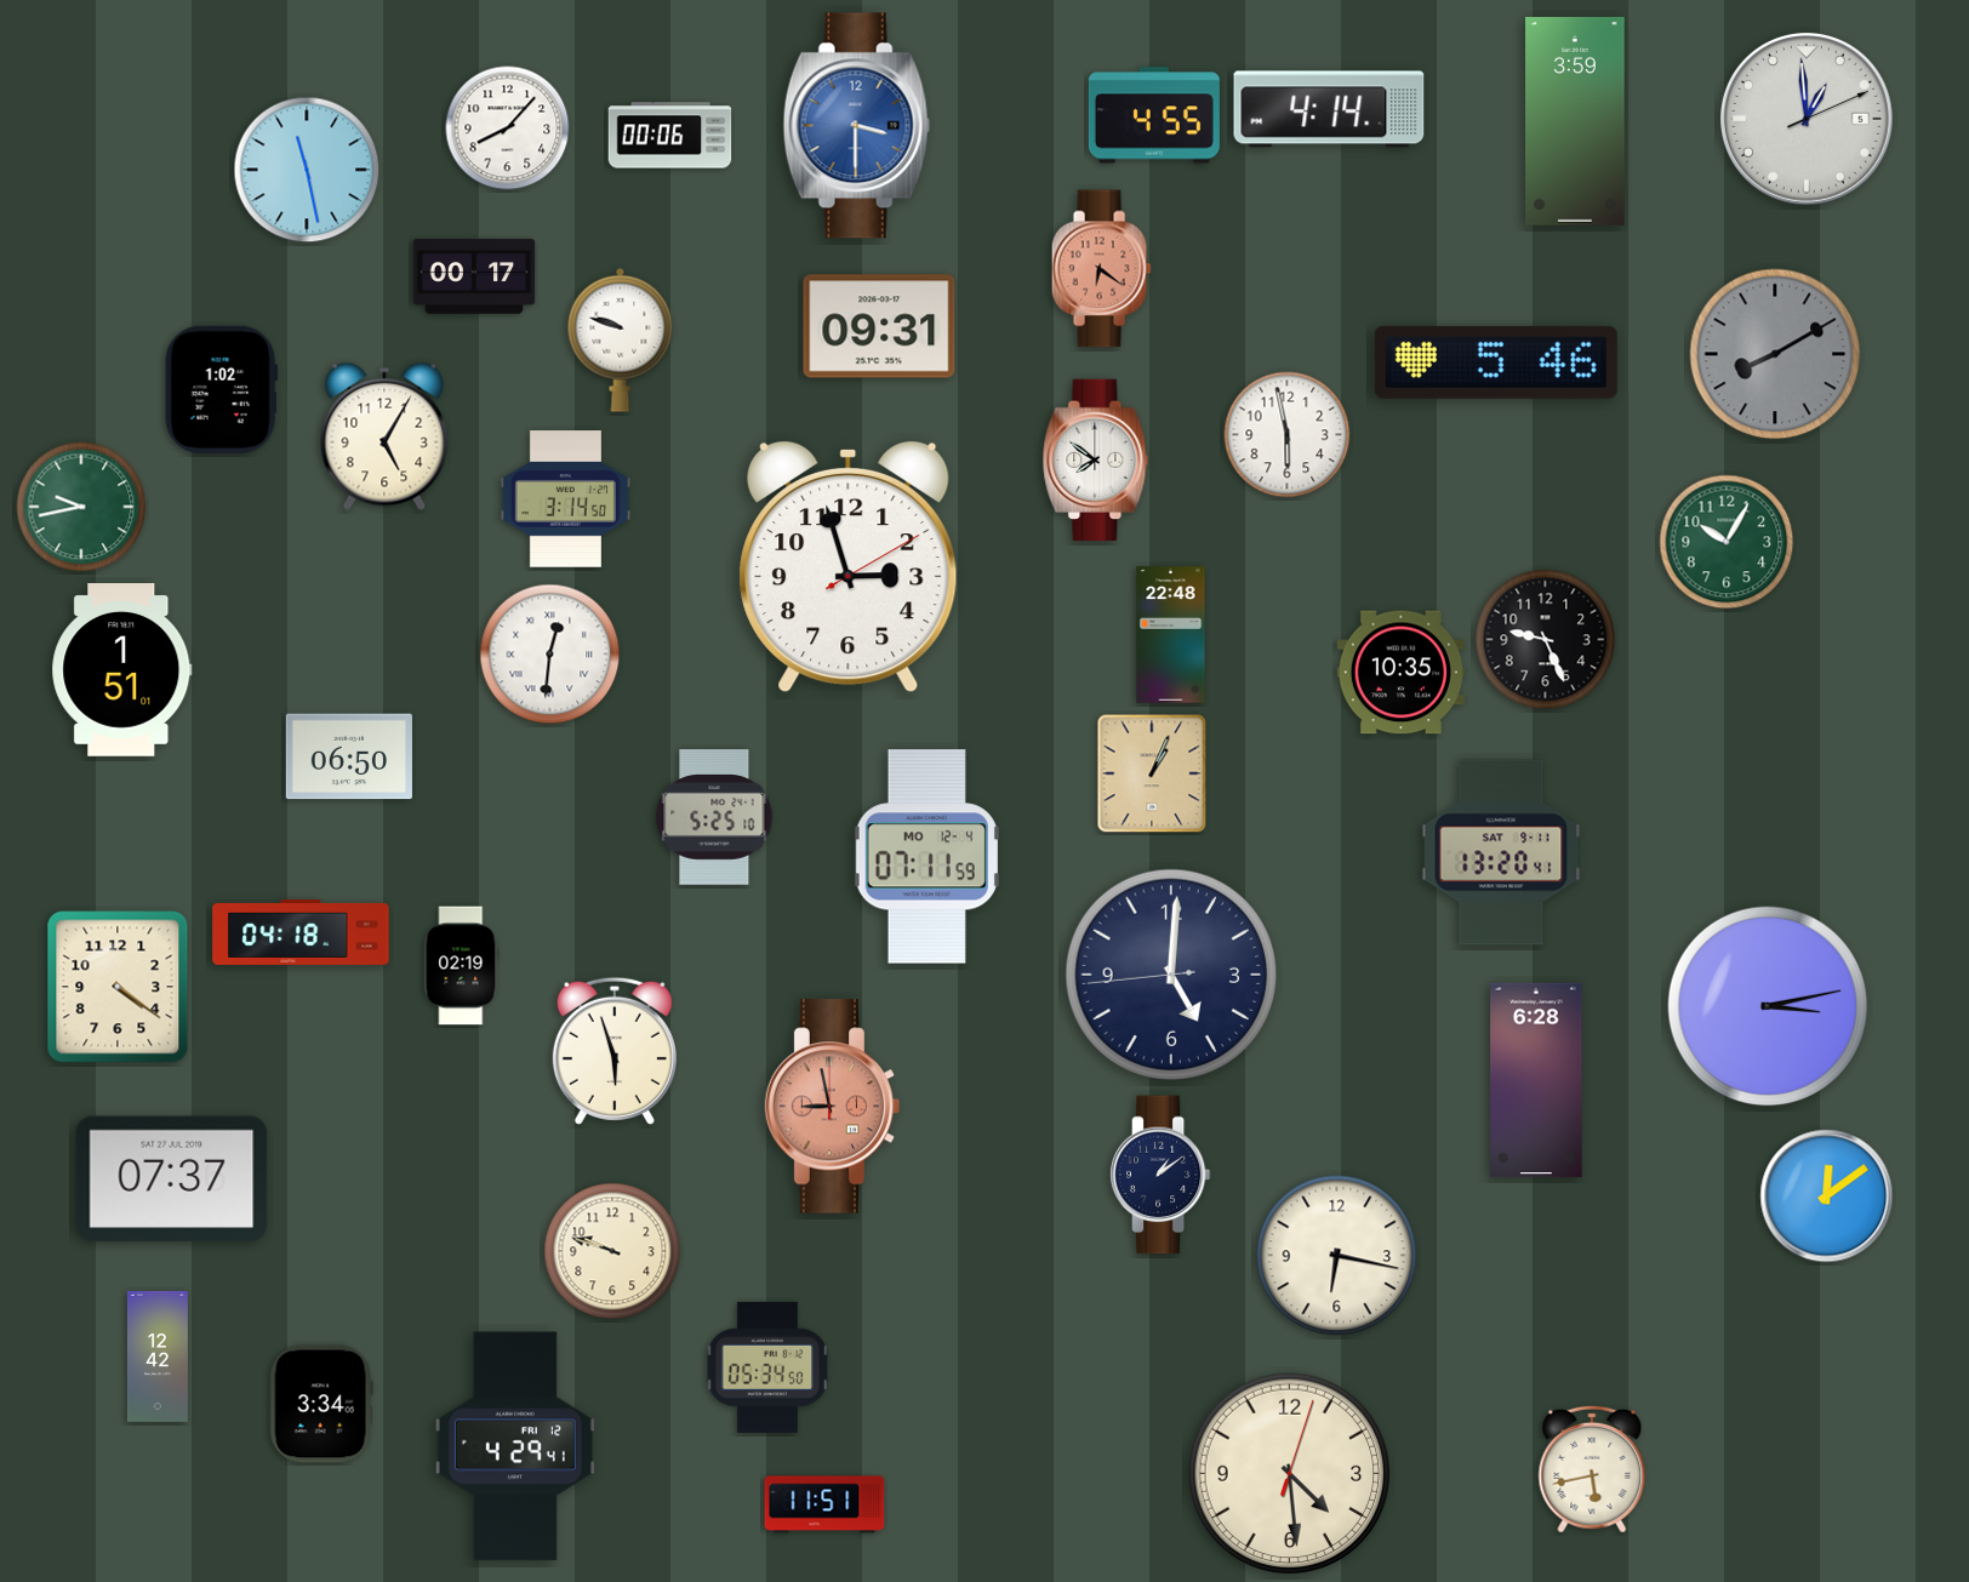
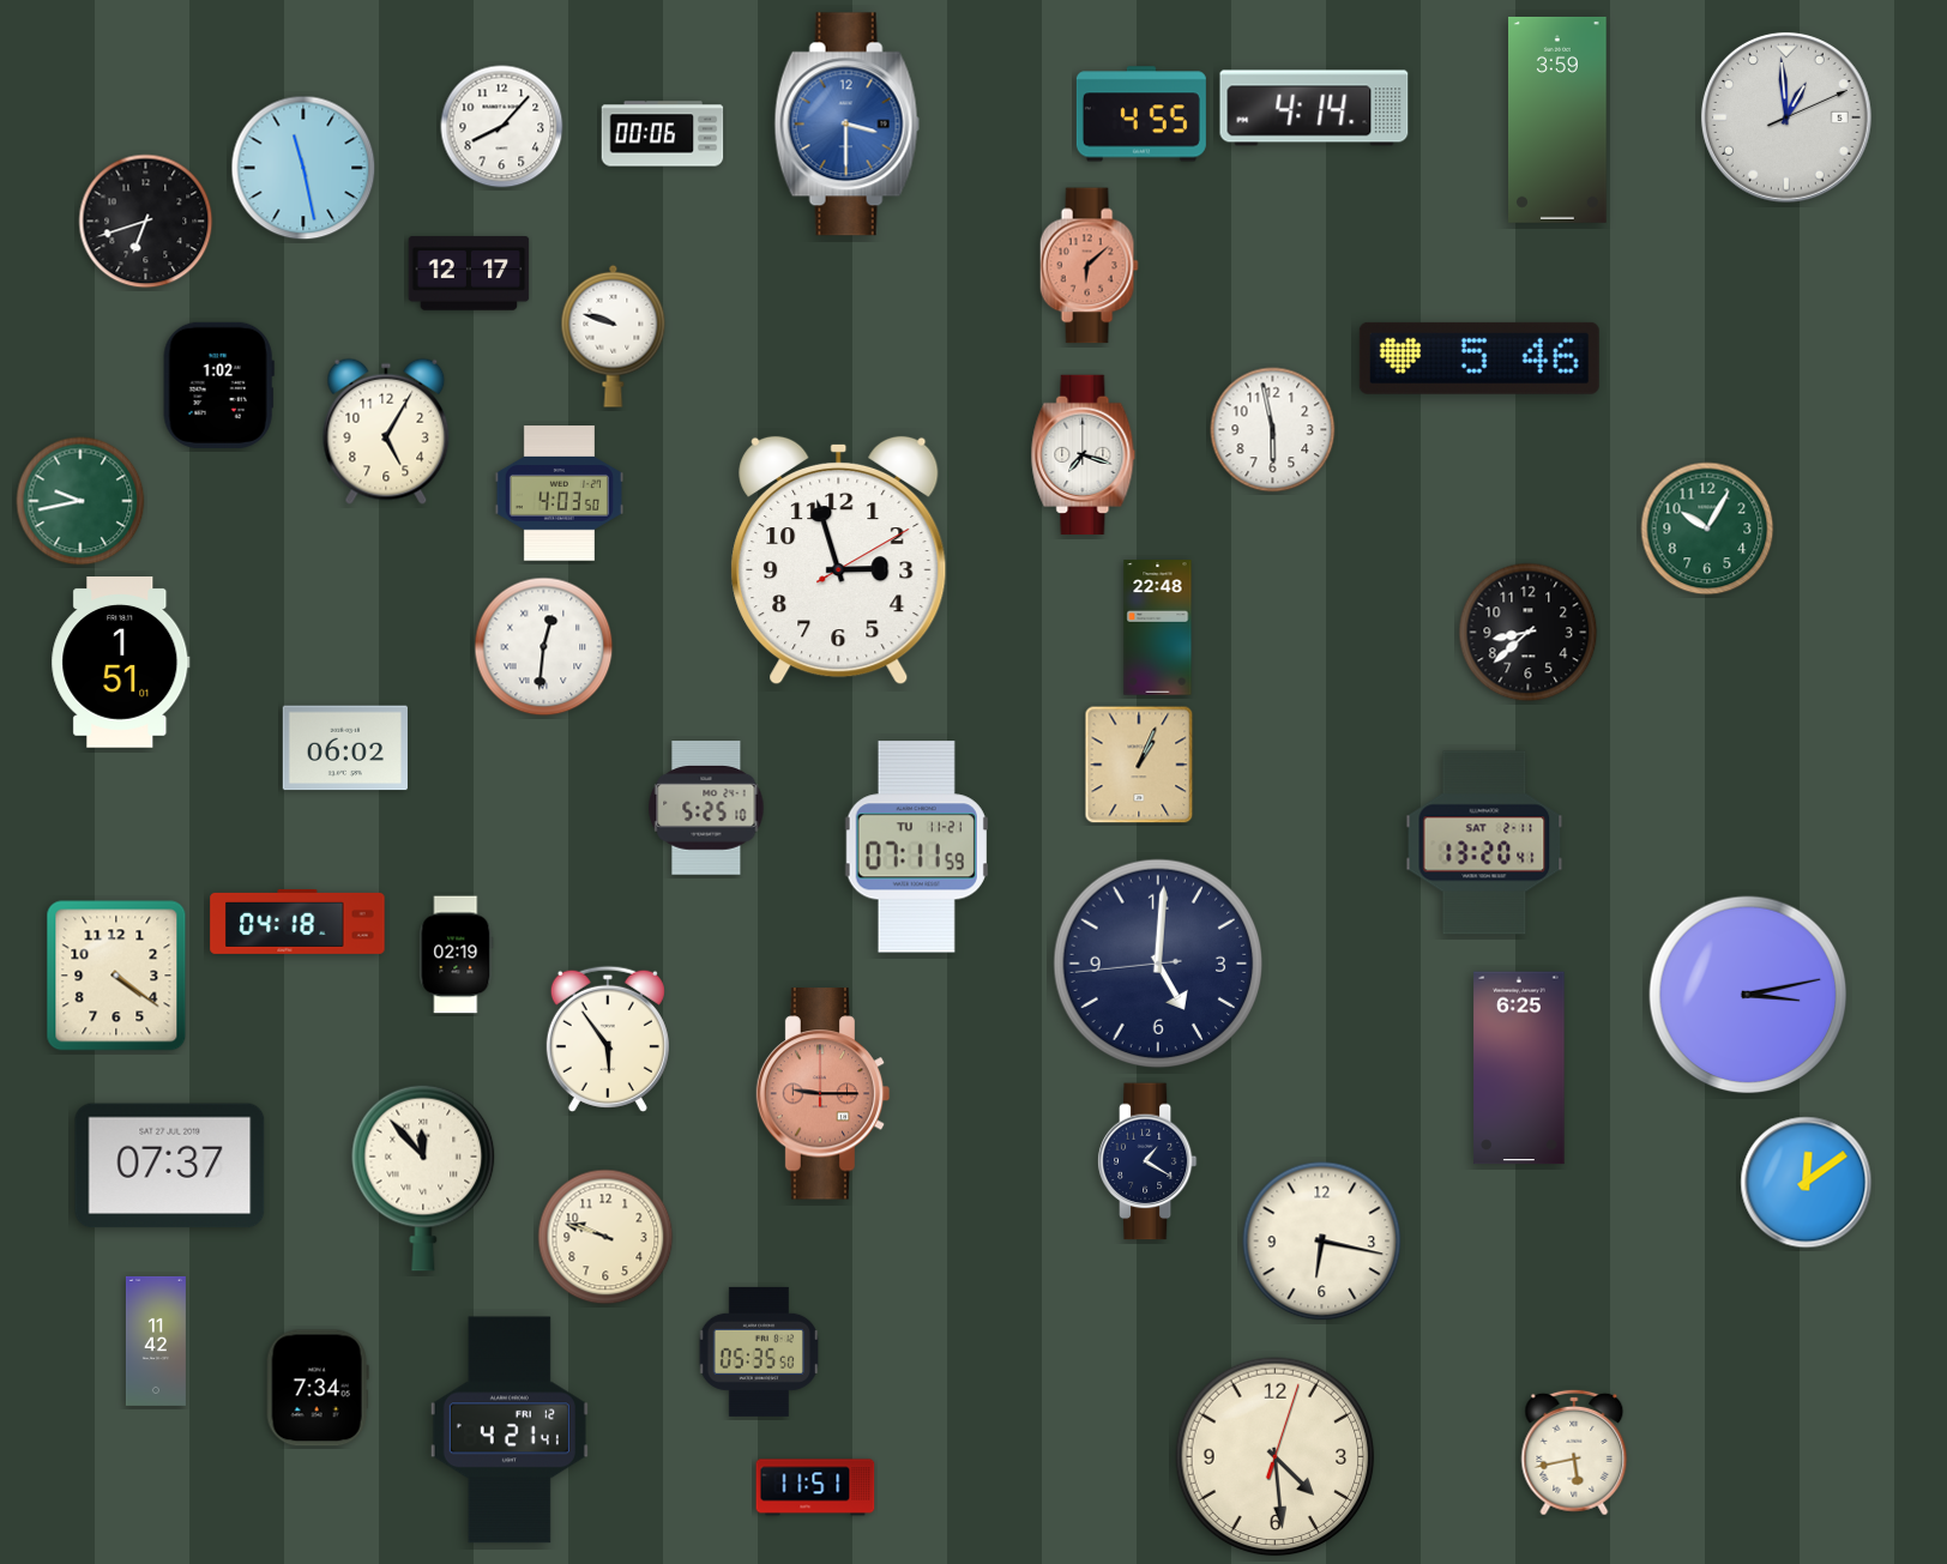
clock at (146, 222): none -> 6:42
clock at (1101, 269): 6:21 -> 6:08
clock at (474, 276): 00:17 -> 12:17
clock at (879, 326): 09:31 -> none
clock at (1775, 354): 8:10 -> none
clock at (384, 436) position: (384, 436) -> (386, 431)
clock at (1096, 461): 7:51 -> 7:18
clock at (565, 499): 3:14 -> 4:03
clock at (1727, 542) position: (1727, 542) -> (1707, 529)
clock at (1546, 640): 9:26 -> 8:38
clock at (1400, 673): 10:35 -> none
clock at (349, 756): 06:50 -> 06:02
clock at (1501, 852) date: SAT 9-11 -> SAT 2-11
clock at (926, 857) date: MO 12-4 -> TU 11-21
clock at (615, 1051): 5:57 -> 5:54
clock at (1536, 1080): 6:28 -> 6:25
clock at (833, 1107): 8:58 -> 9:15
clock at (1160, 1175): 1:09 -> 1:20
clock at (423, 1178): none -> 11:53
clock at (158, 1357): 12:42 -> 11:42
clock at (766, 1367): 05:34 -> 05:35
clock at (321, 1404): 3:34 -> 7:34
clock at (515, 1446): 4:29 -> 4:21
